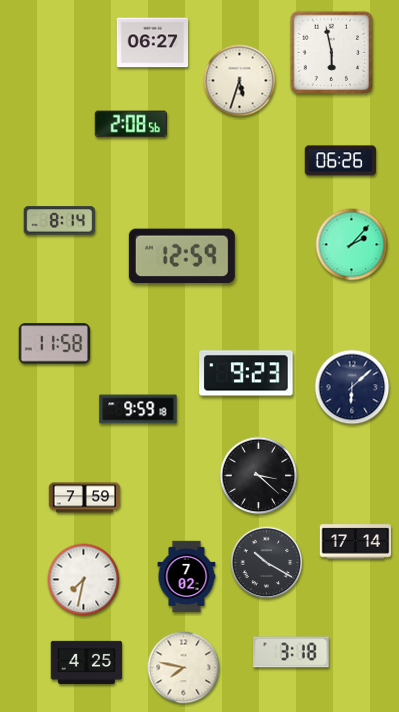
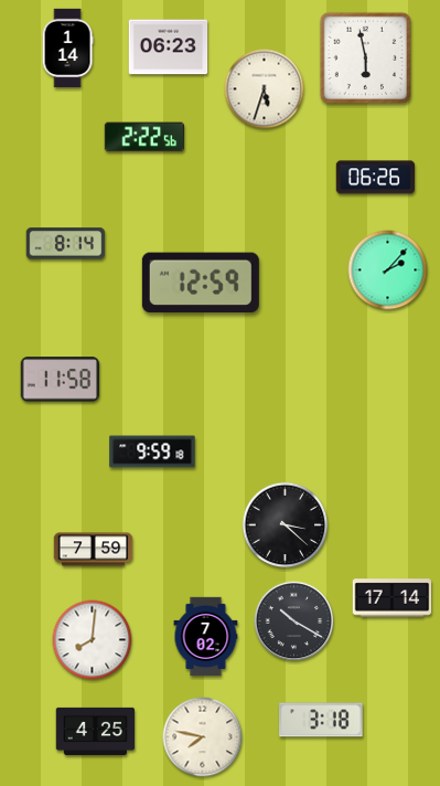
clock at (153, 43): 06:27 -> 06:23
clock at (67, 49): none -> 1:14
clock at (131, 124): 2:08 -> 2:22
clock at (246, 373): 9:23 -> none
clock at (352, 387): 6:08 -> none
clock at (84, 580): 7:32 -> 8:01
